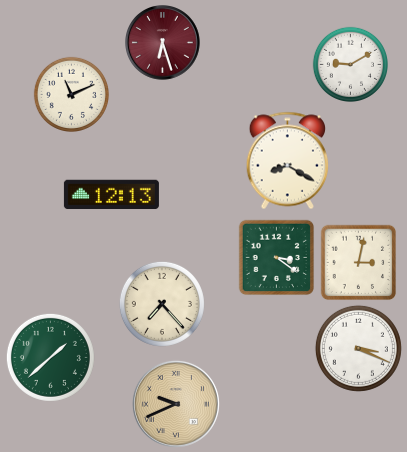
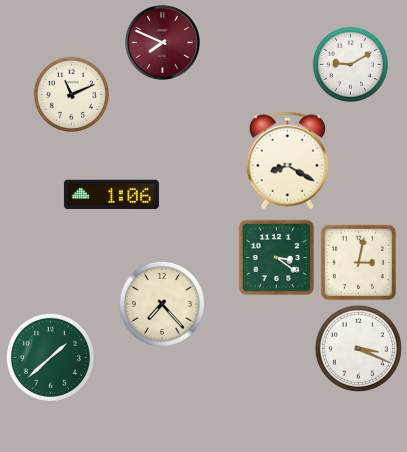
clock at (163, 43): 6:27 -> 7:49
clock at (111, 195): 12:13 -> 1:06
clock at (176, 404): 9:41 -> none
